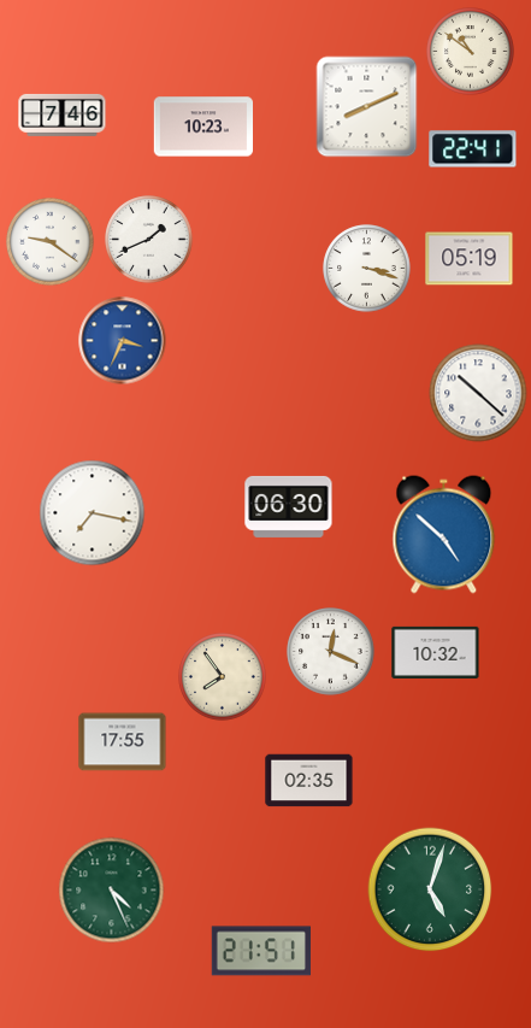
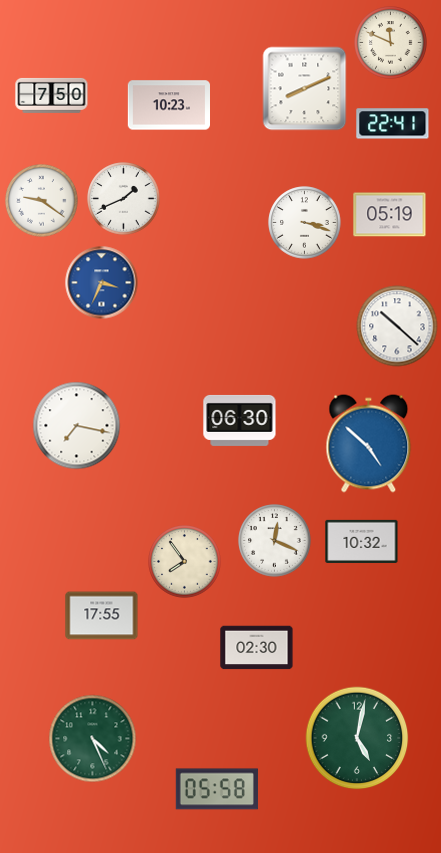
clock at (471, 52): 10:51 -> 11:49
clock at (63, 114): 7:46 -> 7:50
clock at (309, 781): 02:35 -> 02:30
clock at (430, 889): 5:03 -> 5:02
clock at (261, 951): 21:51 -> 05:58
